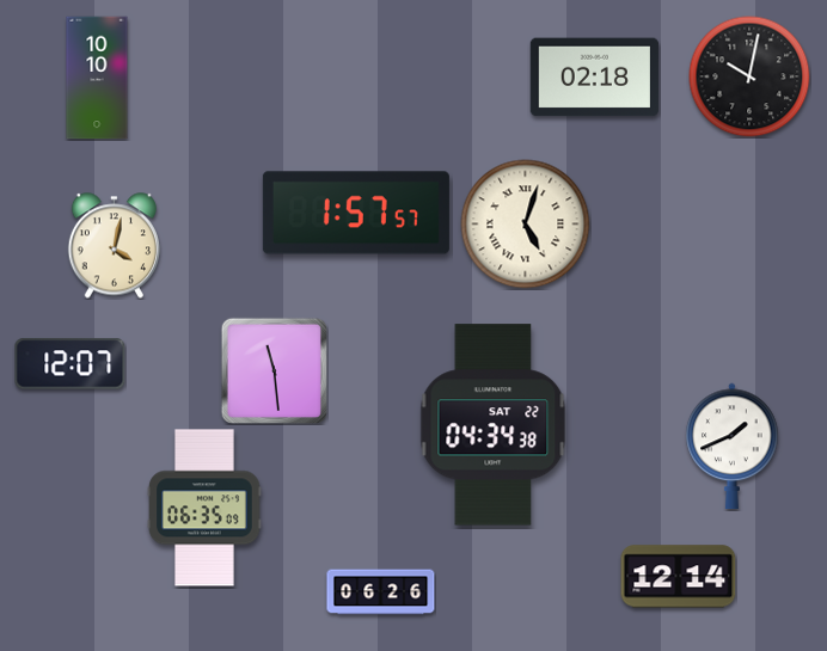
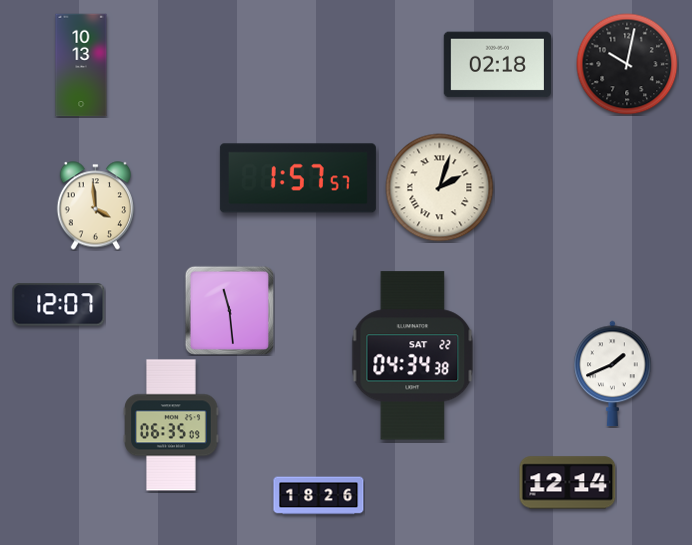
clock at (97, 78): 10:10 -> 10:13
clock at (526, 225): 5:03 -> 2:03
clock at (114, 246): 4:02 -> 3:59
clock at (381, 592): 06:26 -> 18:26
